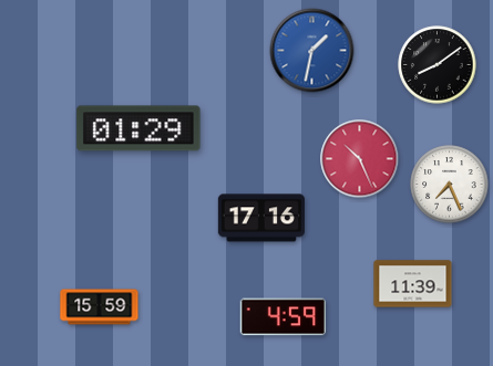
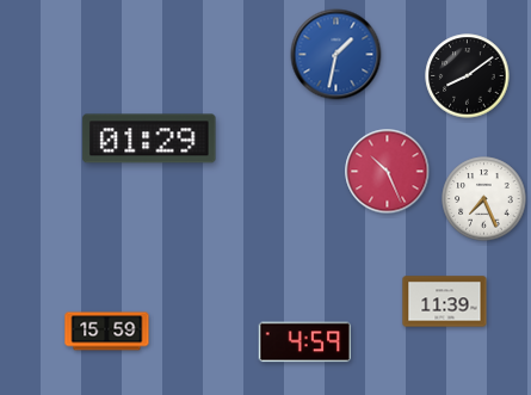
clock at (438, 65) position: (438, 65) -> (468, 76)
clock at (261, 218): 17:16 -> none
clock at (413, 284) position: (413, 284) -> (445, 302)
